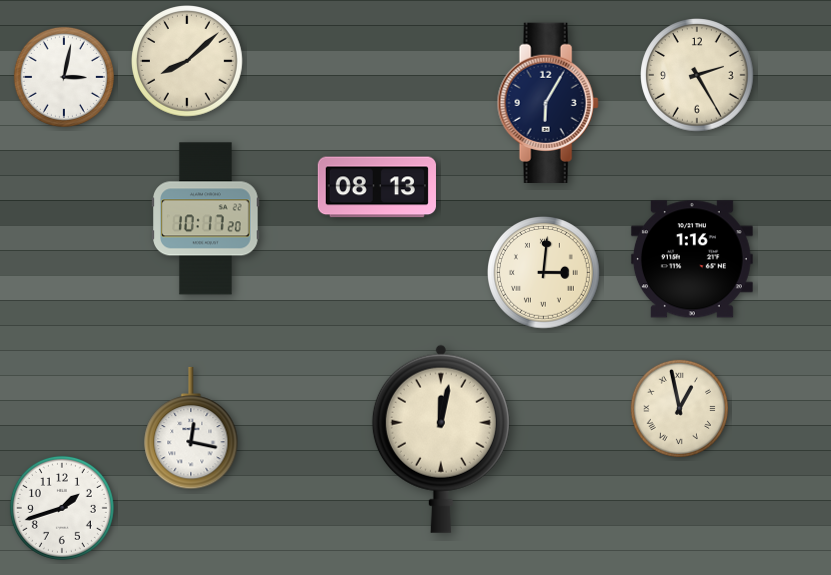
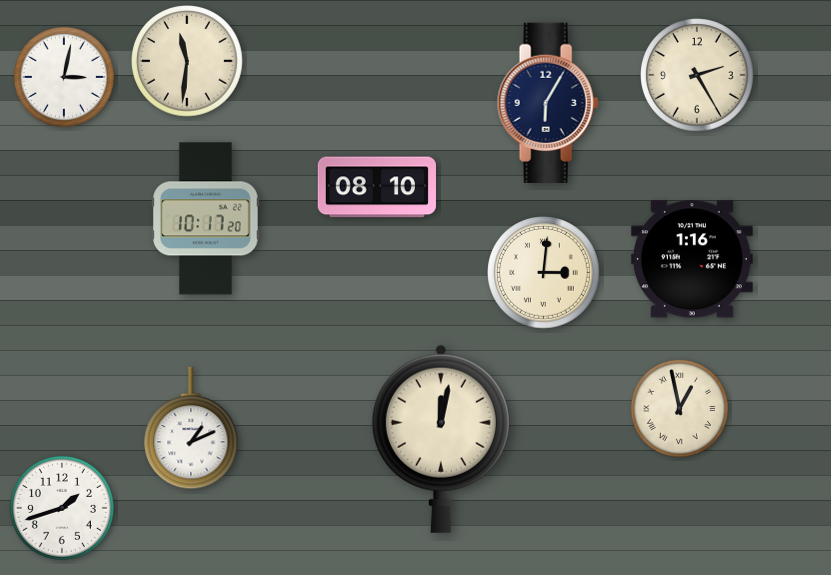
clock at (188, 62): 8:08 -> 11:31
clock at (377, 187): 08:13 -> 08:10
clock at (191, 428): 12:17 -> 1:11
